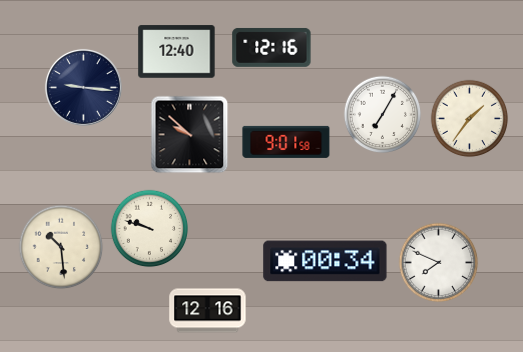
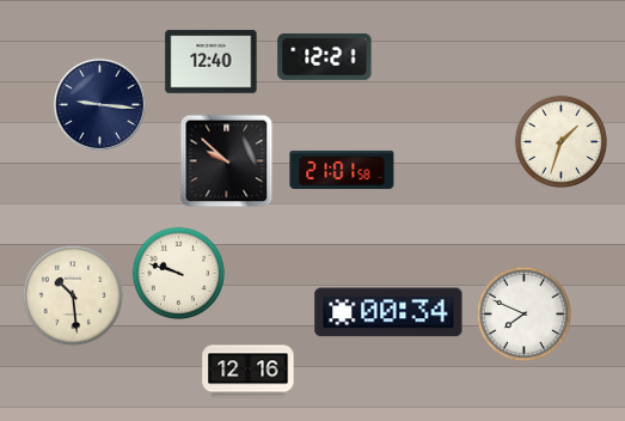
clock at (272, 47): 12:16 -> 12:21
clock at (382, 114): 7:05 -> none
clock at (469, 118): 1:36 -> 1:33
clock at (286, 142): 9:01 -> 21:01
